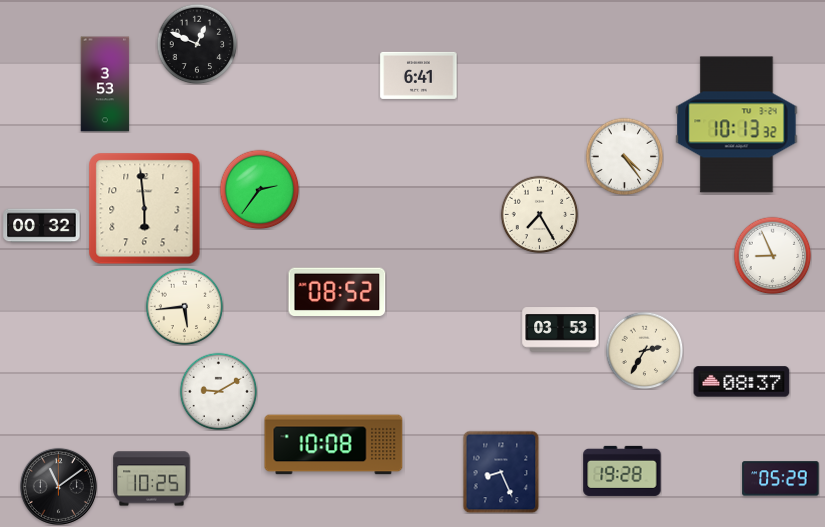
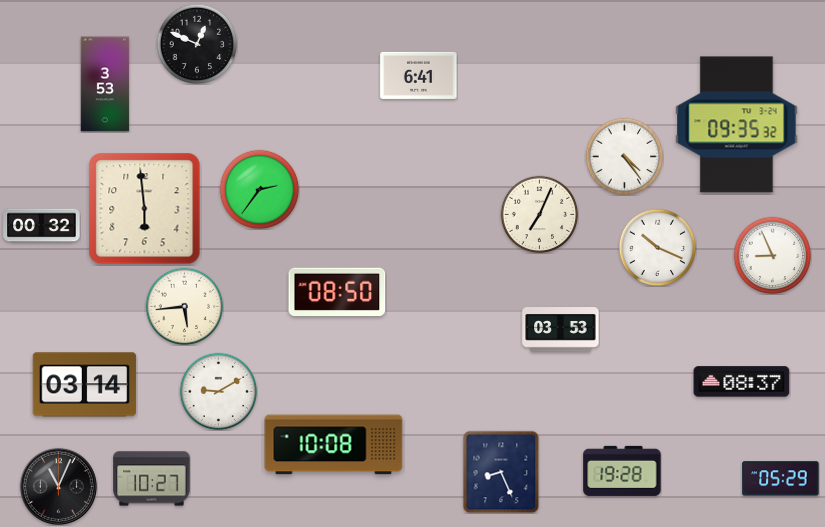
clock at (737, 125): 10:13 -> 09:35
clock at (539, 214): 7:25 -> 7:04
clock at (657, 247): none -> 10:19
clock at (337, 292): 08:52 -> 08:50
clock at (644, 350): 2:35 -> none
clock at (85, 385): none -> 03:14
clock at (152, 479): 10:25 -> 10:27
clock at (58, 486): 11:09 -> 11:04
